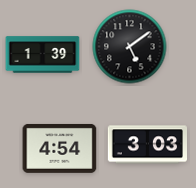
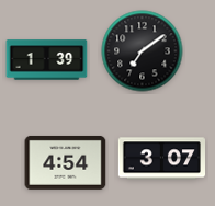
clock at (130, 47): 5:09 -> 7:09
clock at (147, 145): 3:03 -> 3:07
